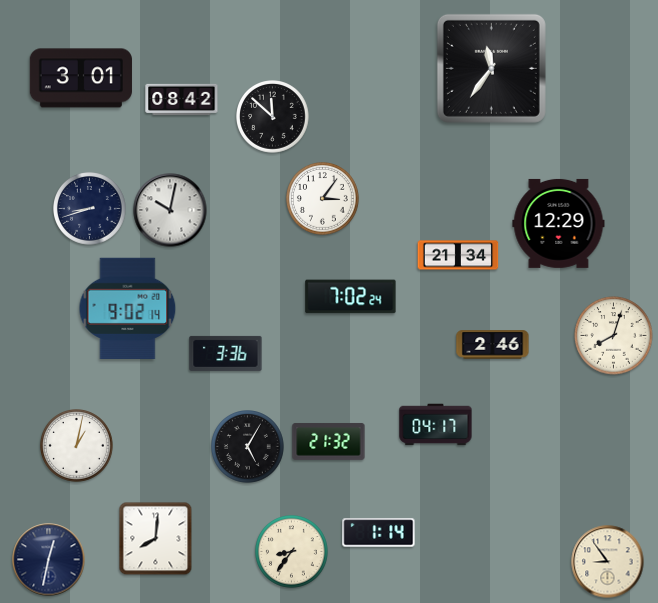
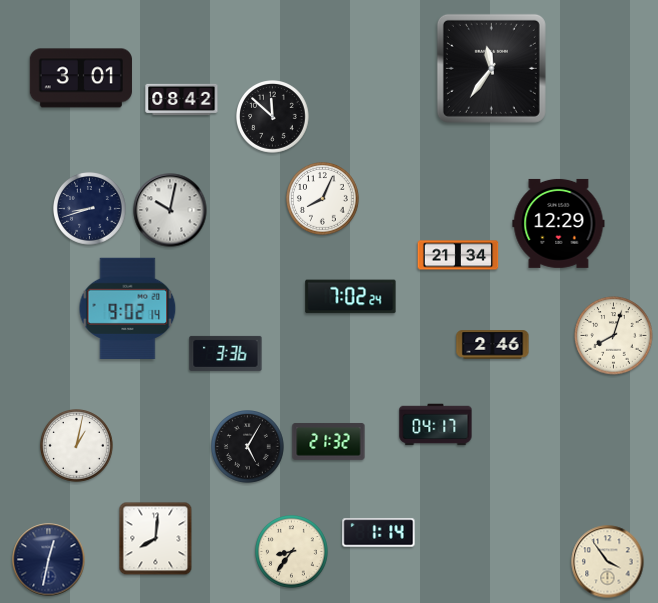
clock at (323, 199): 3:06 -> 8:04
clock at (608, 562): 8:54 -> 3:54
